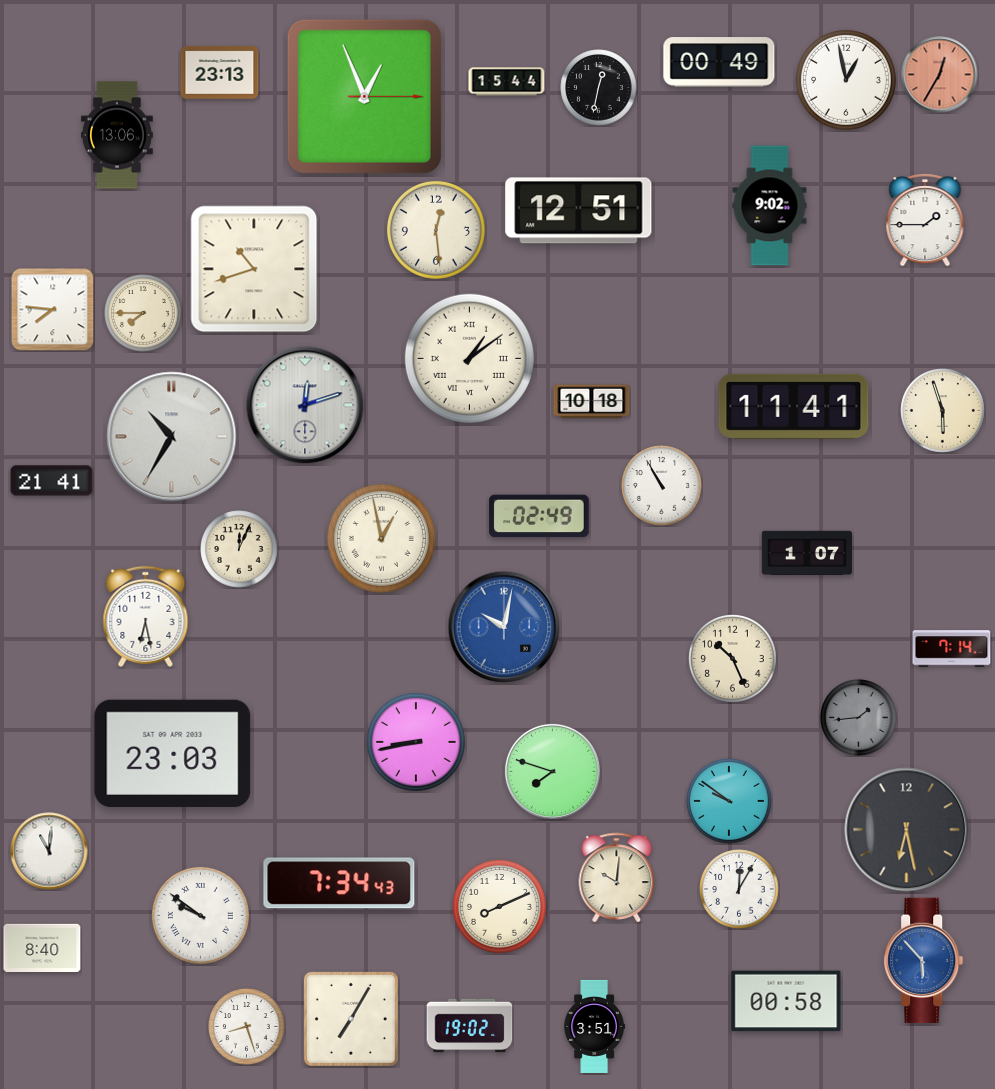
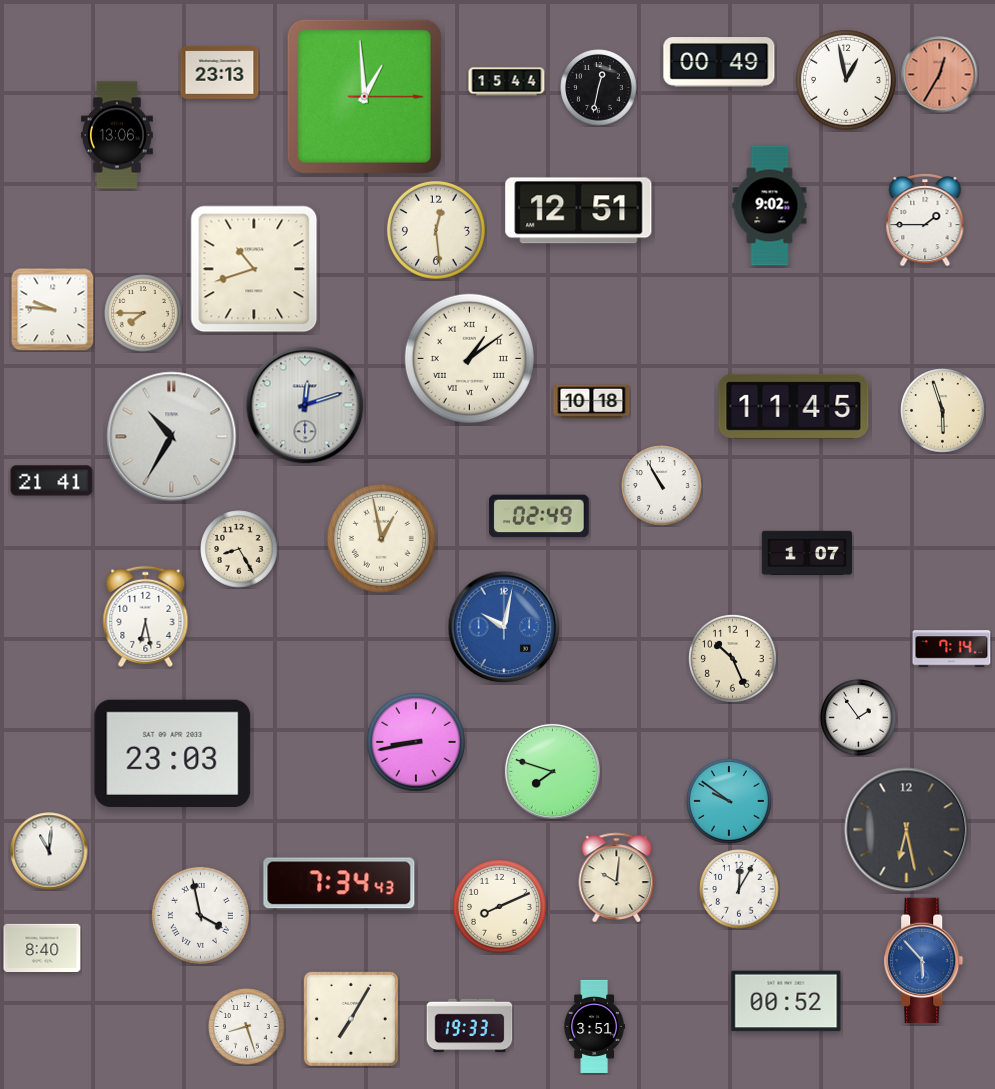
clock at (364, 96): 12:56 -> 12:59
clock at (53, 310): 7:46 -> 9:46
clock at (794, 406): 11:41 -> 11:45
clock at (239, 549): 12:04 -> 8:25
clock at (859, 718): 1:44 -> 1:54
clock at (859, 718) dial: grey -> white
clock at (200, 915): 9:51 -> 3:58
clock at (786, 1001): 00:58 -> 00:52
clock at (470, 1026): 19:02 -> 19:33
